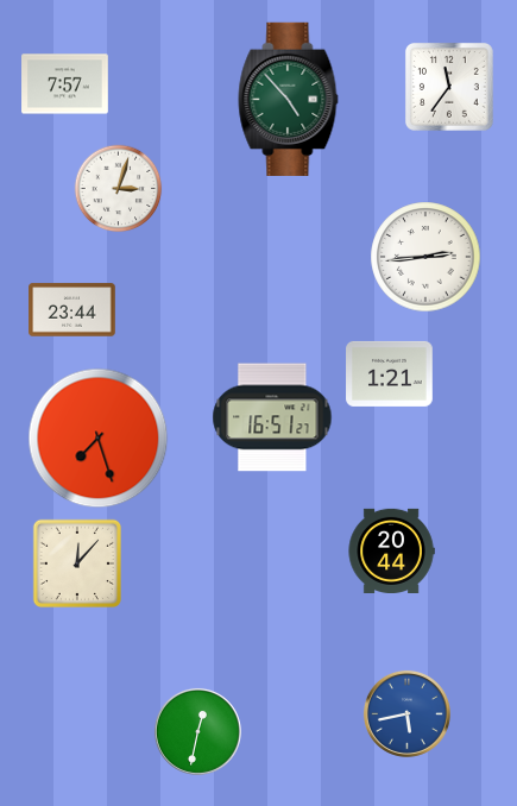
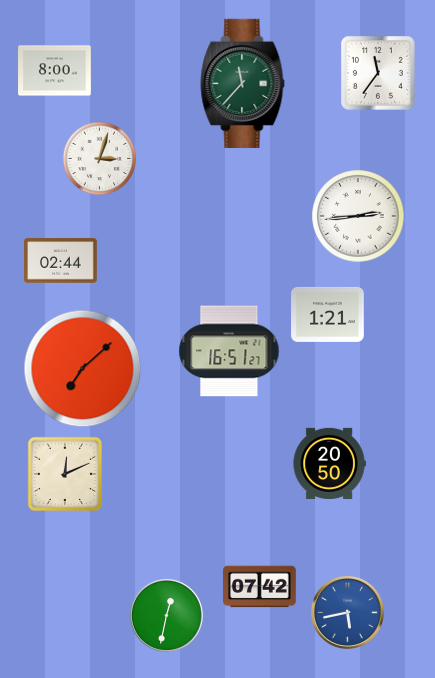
clock at (65, 84): 7:57 -> 8:00
clock at (289, 99): 4:53 -> 11:37
clock at (72, 310): 23:44 -> 02:44
clock at (99, 439): 7:27 -> 7:08
clock at (391, 550): 20:44 -> 20:50
clock at (76, 562): 12:07 -> 12:11
clock at (260, 587): none -> 07:42
clock at (406, 713) position: (406, 713) -> (347, 612)
